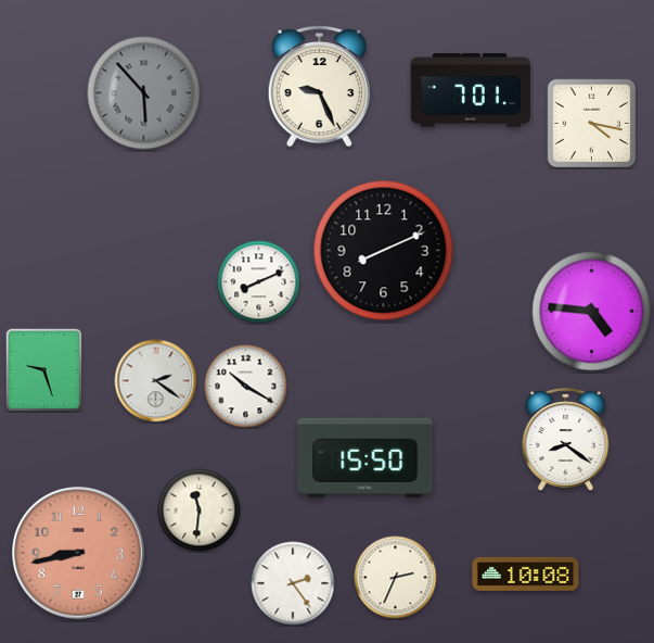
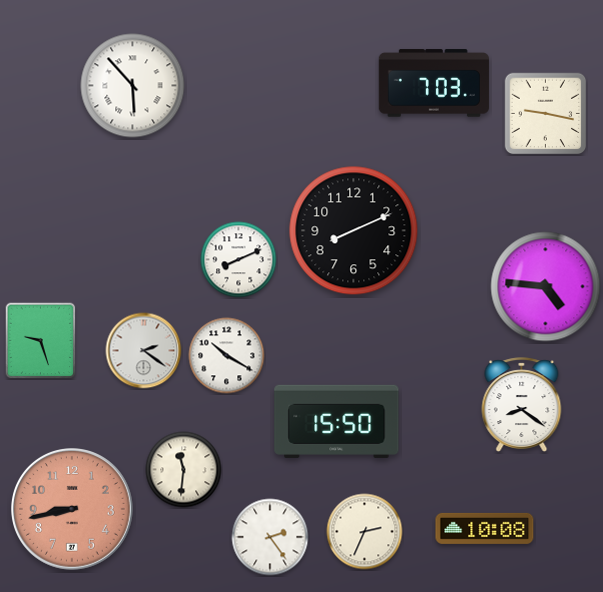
clock at (320, 86): 9:26 -> none
clock at (471, 90): 7:01 -> 7:03
clock at (144, 93) dial: grey -> white
clock at (592, 124): 4:17 -> 9:17
